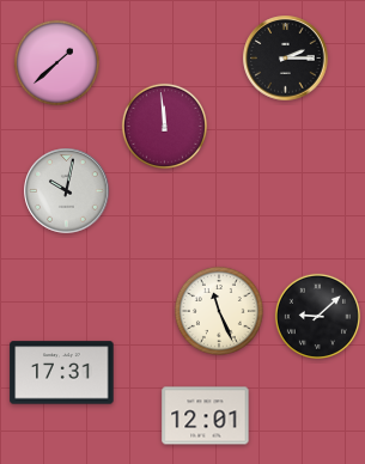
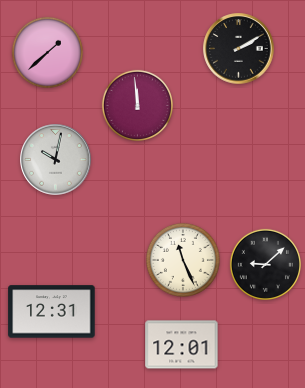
clock at (286, 59): 2:15 -> 2:10
clock at (62, 373): 17:31 -> 12:31
clock at (206, 416) position: (206, 416) -> (182, 345)
